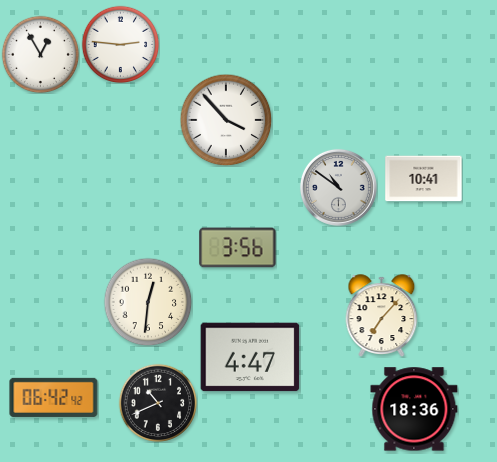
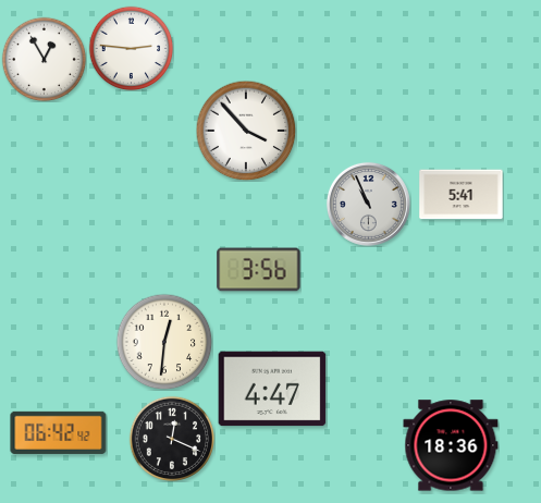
clock at (424, 179): 10:41 -> 5:41
clock at (338, 187): 10:51 -> 10:56
clock at (148, 302) position: (148, 302) -> (164, 342)
clock at (382, 315): 7:07 -> none
clock at (158, 403): 10:41 -> 12:19
